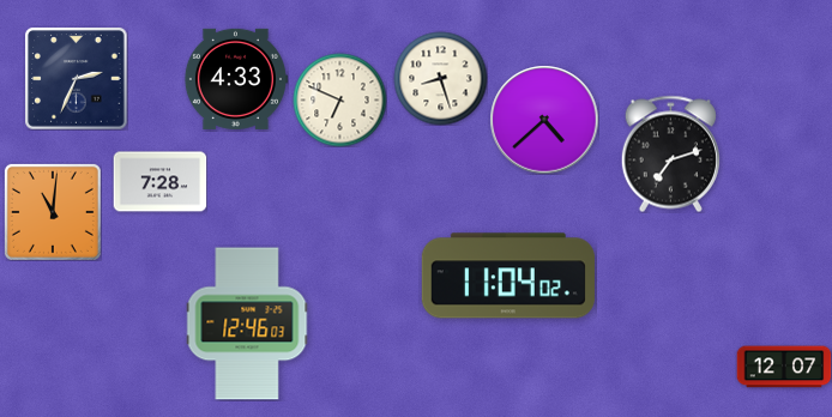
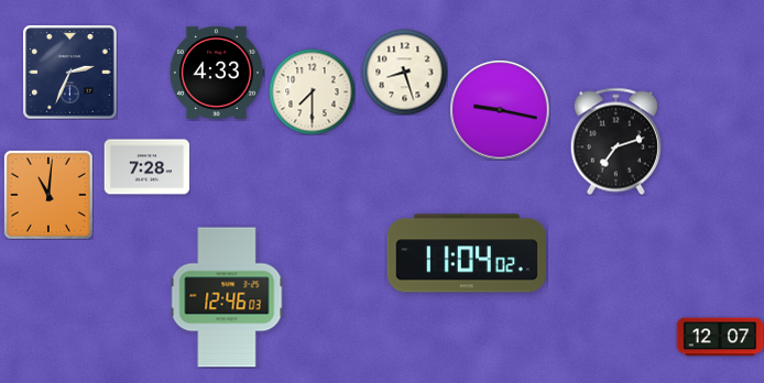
clock at (339, 99): 6:49 -> 7:30
clock at (544, 120): 4:38 -> 9:17
